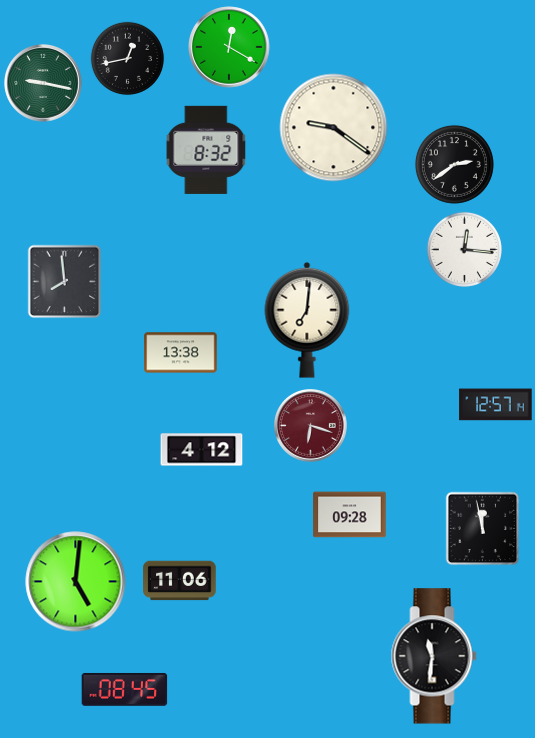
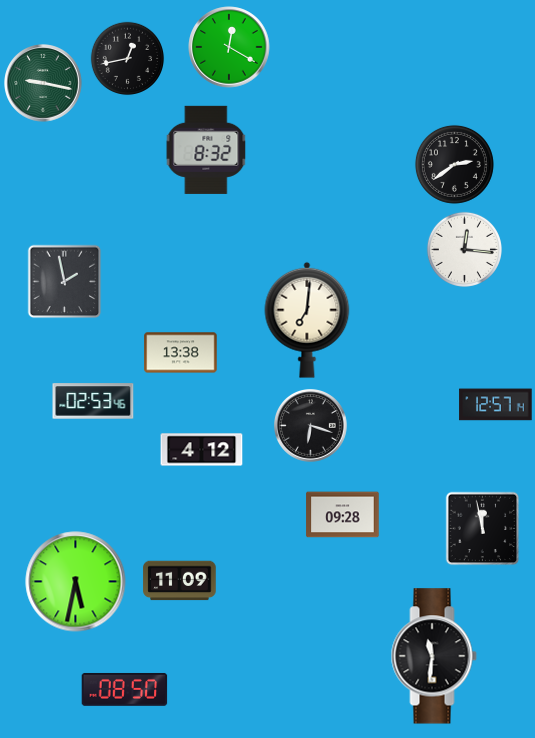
clock at (334, 128): 9:21 -> none
clock at (65, 282): 7:59 -> 1:58
clock at (93, 401): none -> 02:53
clock at (311, 426) dial: burgundy -> black
clock at (350, 515) position: (350, 515) -> (343, 515)
clock at (180, 581): 11:06 -> 11:09
clock at (76, 582): 5:01 -> 5:32
clock at (125, 689): 08:45 -> 08:50
